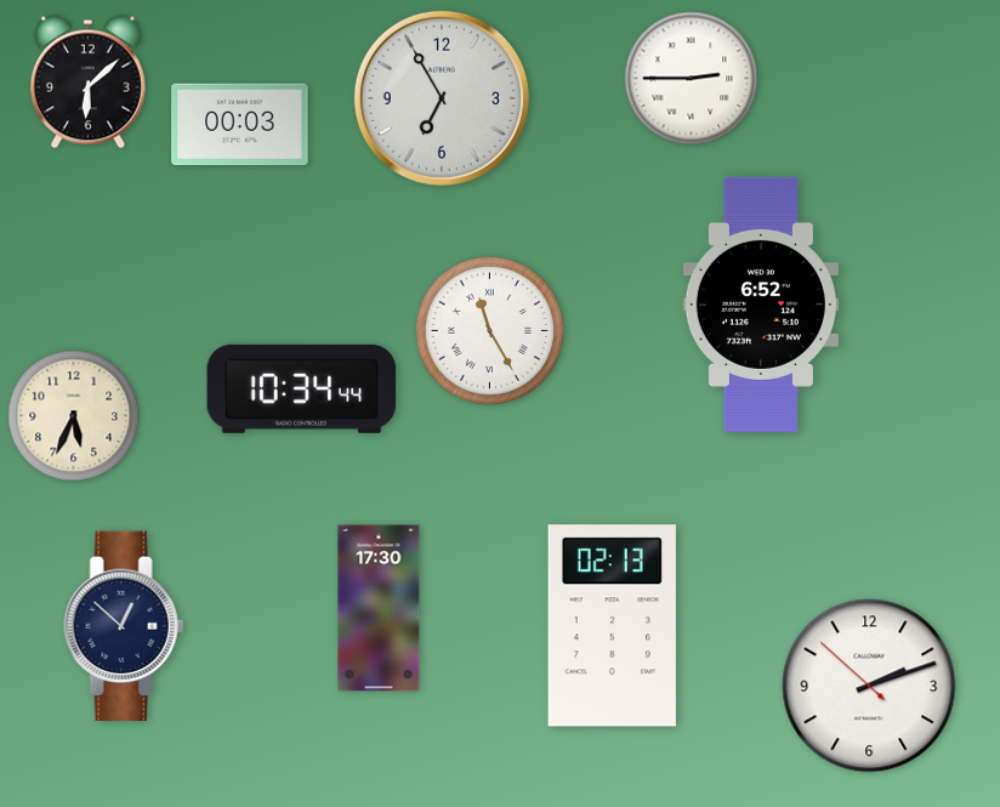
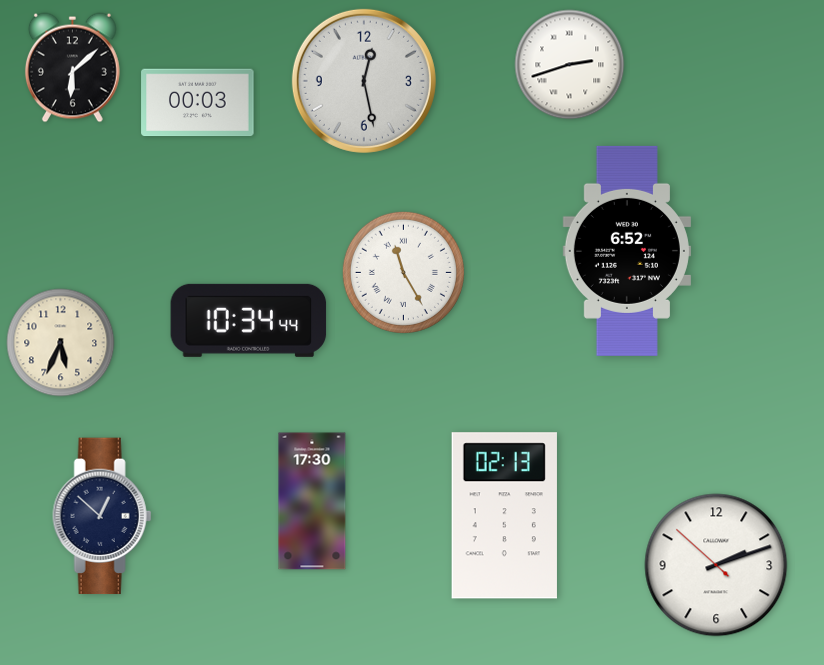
clock at (692, 79): 2:45 -> 2:42
clock at (442, 98): 6:55 -> 12:28
